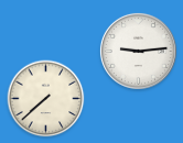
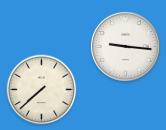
clock at (138, 51): 9:14 -> 9:16
